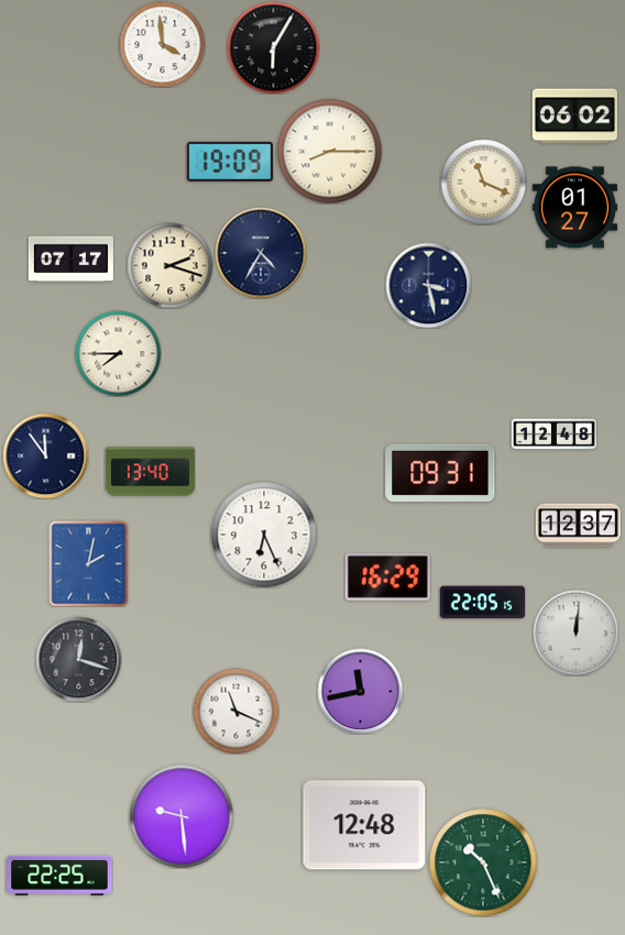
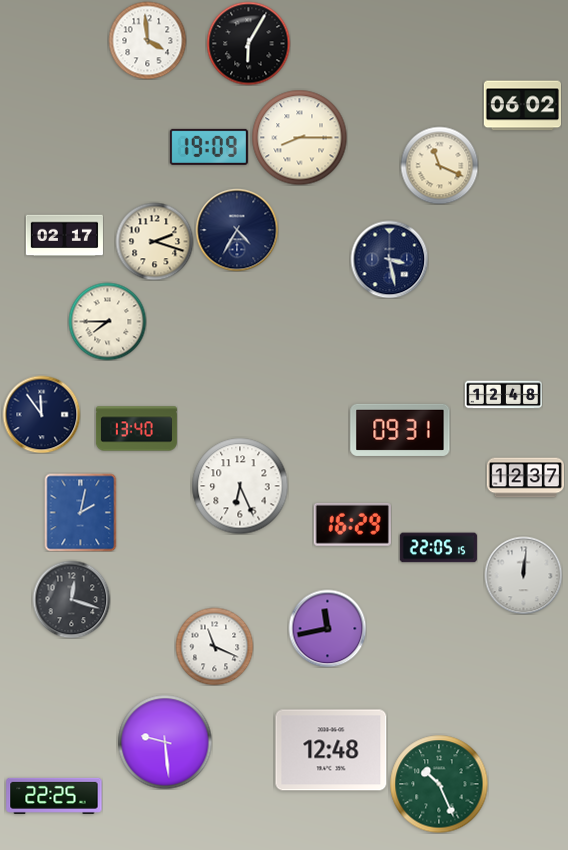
clock at (574, 208): 01:27 -> none
clock at (70, 260): 07:17 -> 02:17
